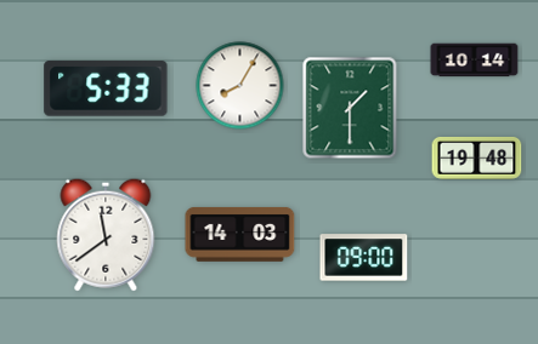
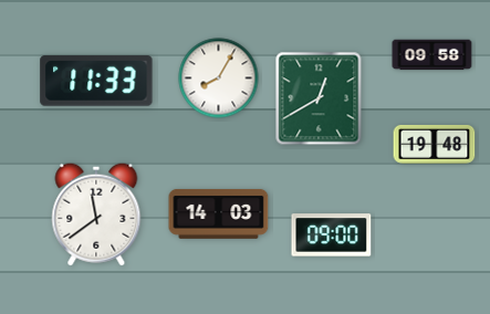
clock at (475, 61): 10:14 -> 09:58
clock at (106, 88): 5:33 -> 11:33
clock at (350, 108): 1:30 -> 12:40
